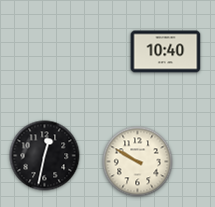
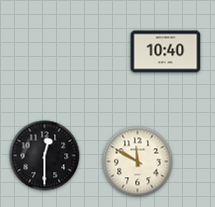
clock at (45, 156): 12:32 -> 12:30
clock at (138, 162): 9:50 -> 11:50
